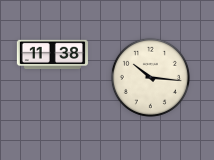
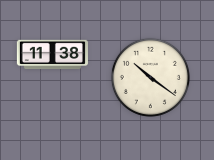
clock at (150, 77): 10:16 -> 10:21
